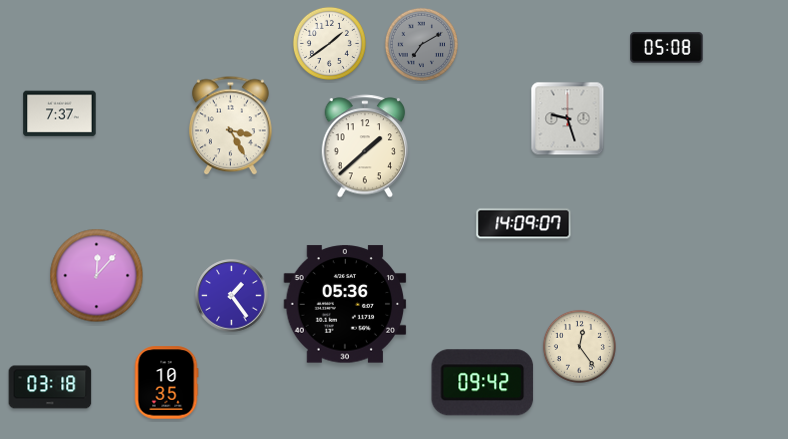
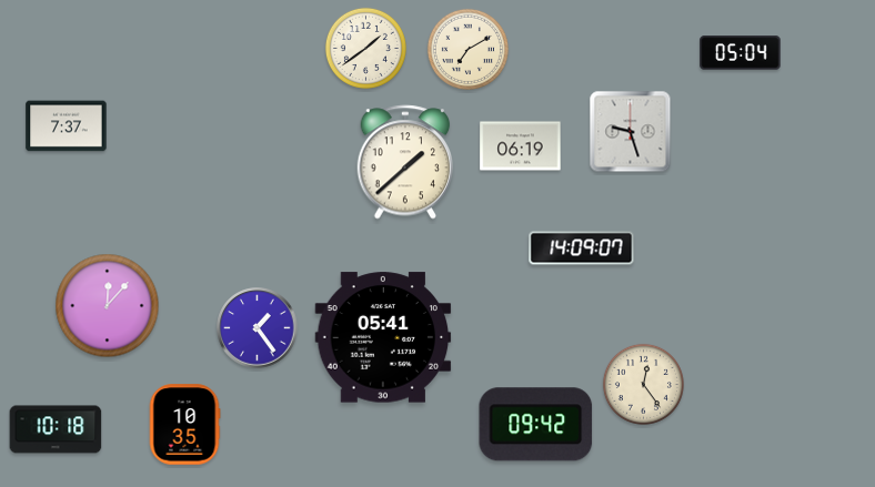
clock at (421, 44) dial: grey -> cream
clock at (667, 48): 05:08 -> 05:04
clock at (230, 126): 3:25 -> none
clock at (521, 146): none -> 06:19
clock at (345, 304): 05:36 -> 05:41
clock at (50, 387): 03:18 -> 10:18
